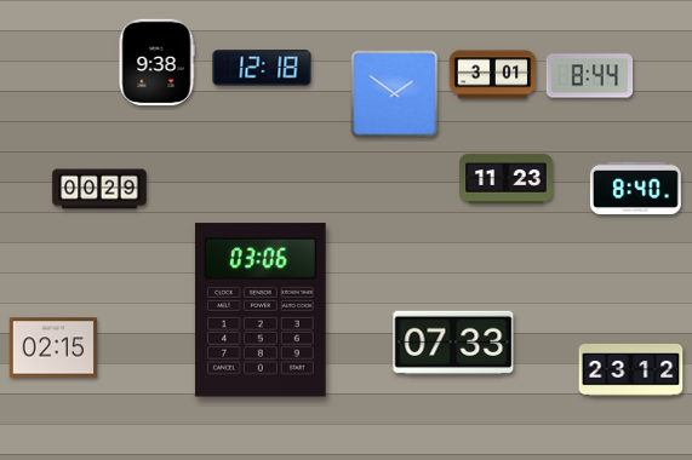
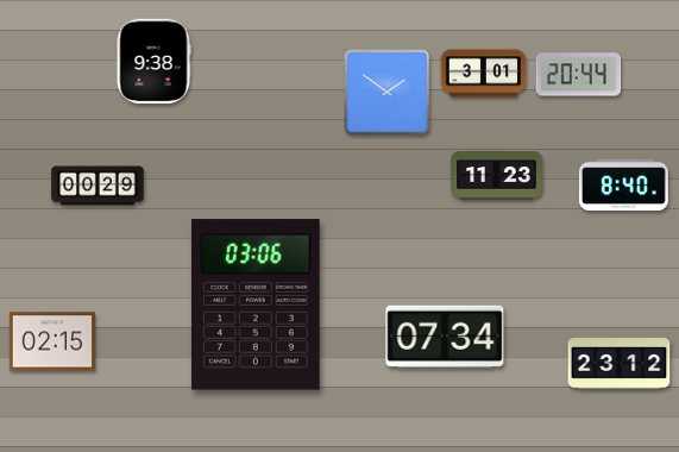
clock at (262, 68): 12:18 -> none
clock at (590, 76): 8:44 -> 20:44
clock at (453, 343): 07:33 -> 07:34
